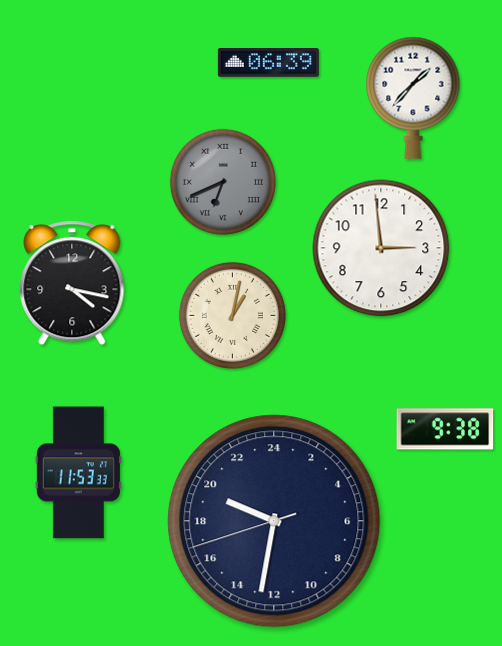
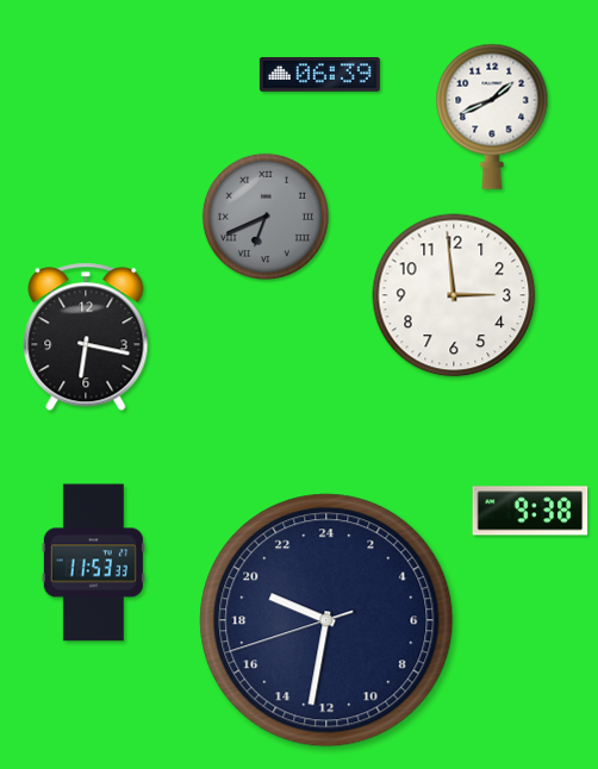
clock at (413, 98): 1:37 -> 1:41
clock at (72, 283): 4:17 -> 6:17
clock at (232, 315): 1:02 -> none
